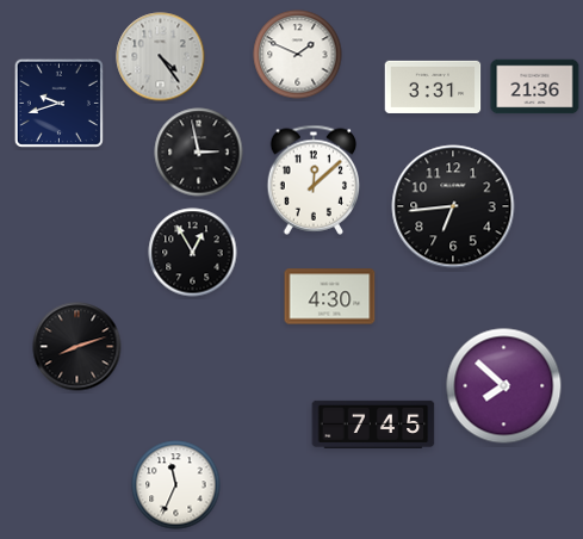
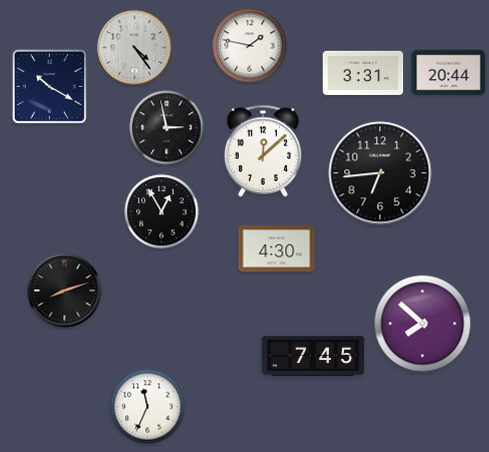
clock at (298, 55): 1:49 -> 1:47
clock at (535, 87): 21:36 -> 20:44
clock at (58, 103): 9:42 -> 10:20
